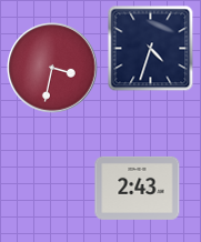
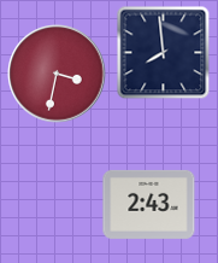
clock at (150, 48): 4:33 -> 7:59
